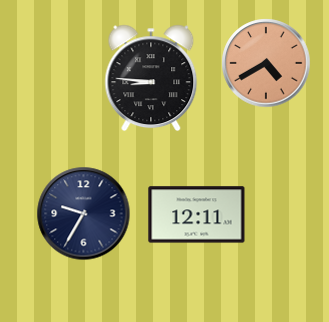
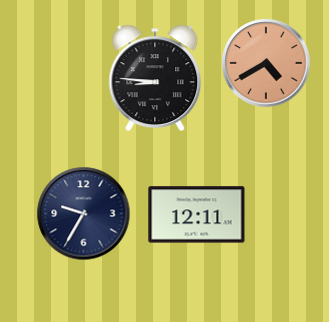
clock at (151, 78) position: (151, 78) -> (155, 78)
